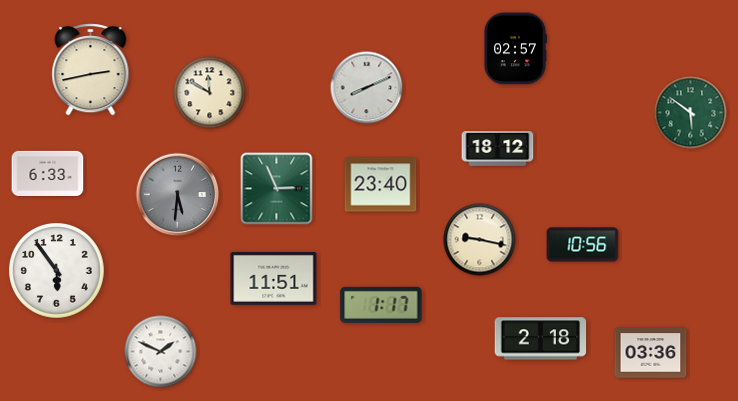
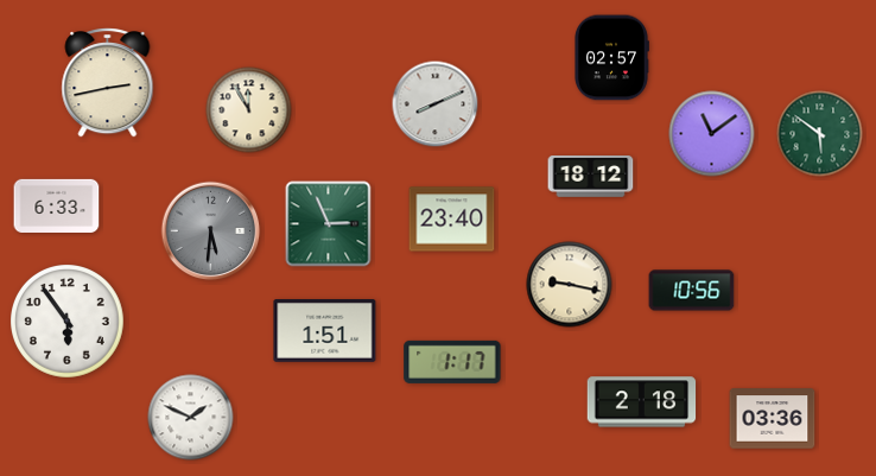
clock at (210, 93): 11:50 -> 11:55
clock at (712, 134): none -> 11:09
clock at (274, 279): 11:51 -> 1:51
